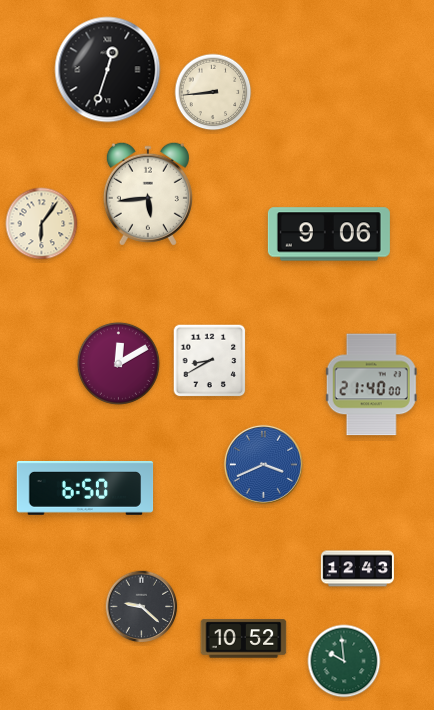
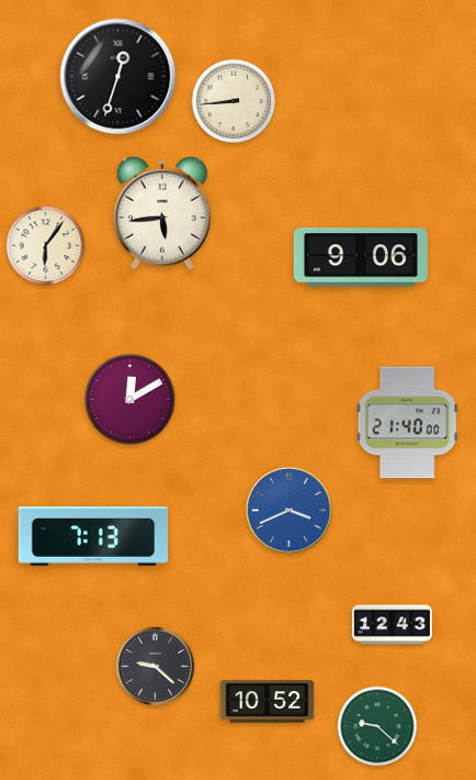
clock at (210, 361): 8:40 -> none
clock at (85, 488): 6:50 -> 7:13
clock at (344, 661): 9:59 -> 9:22
